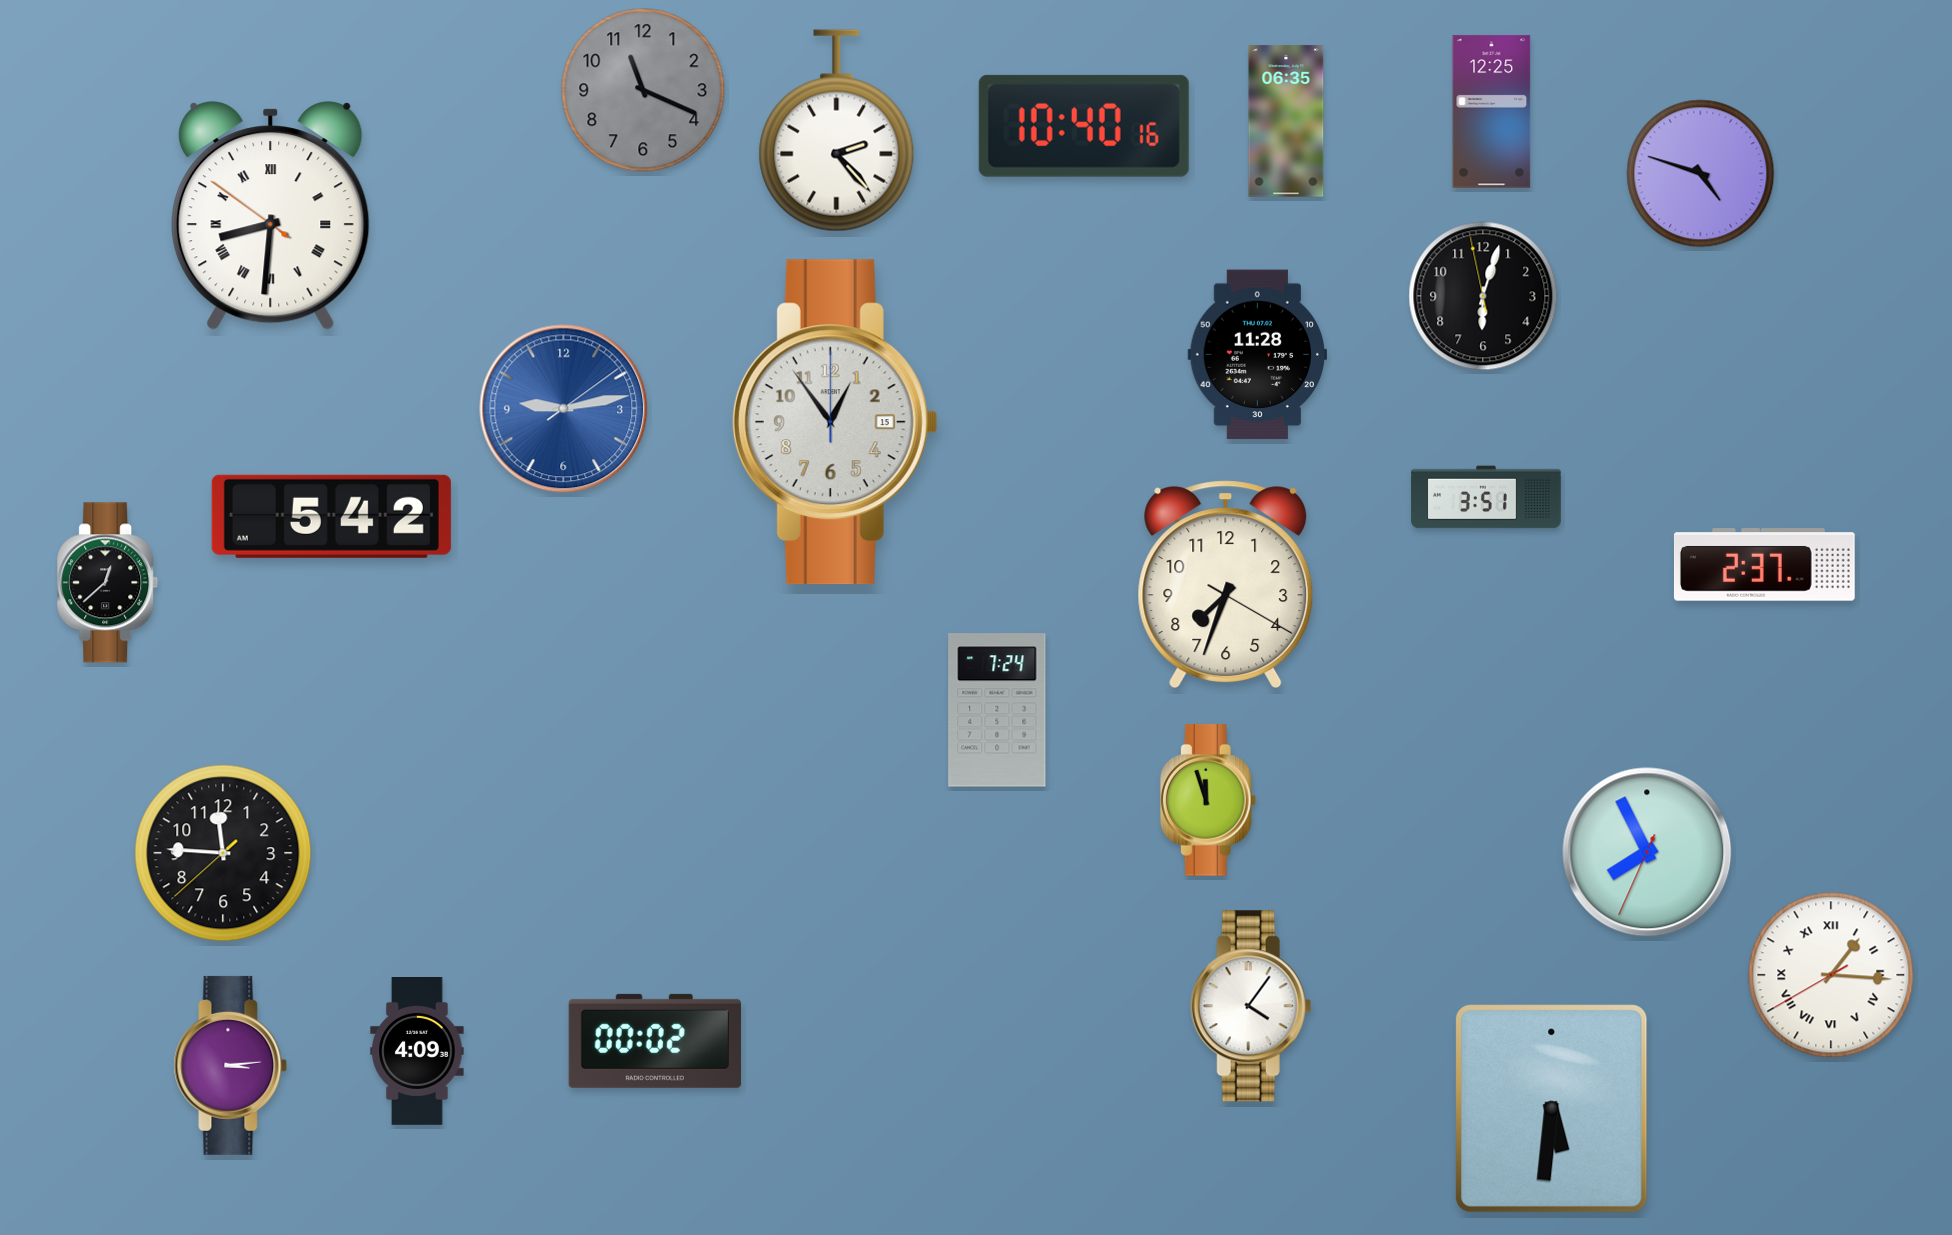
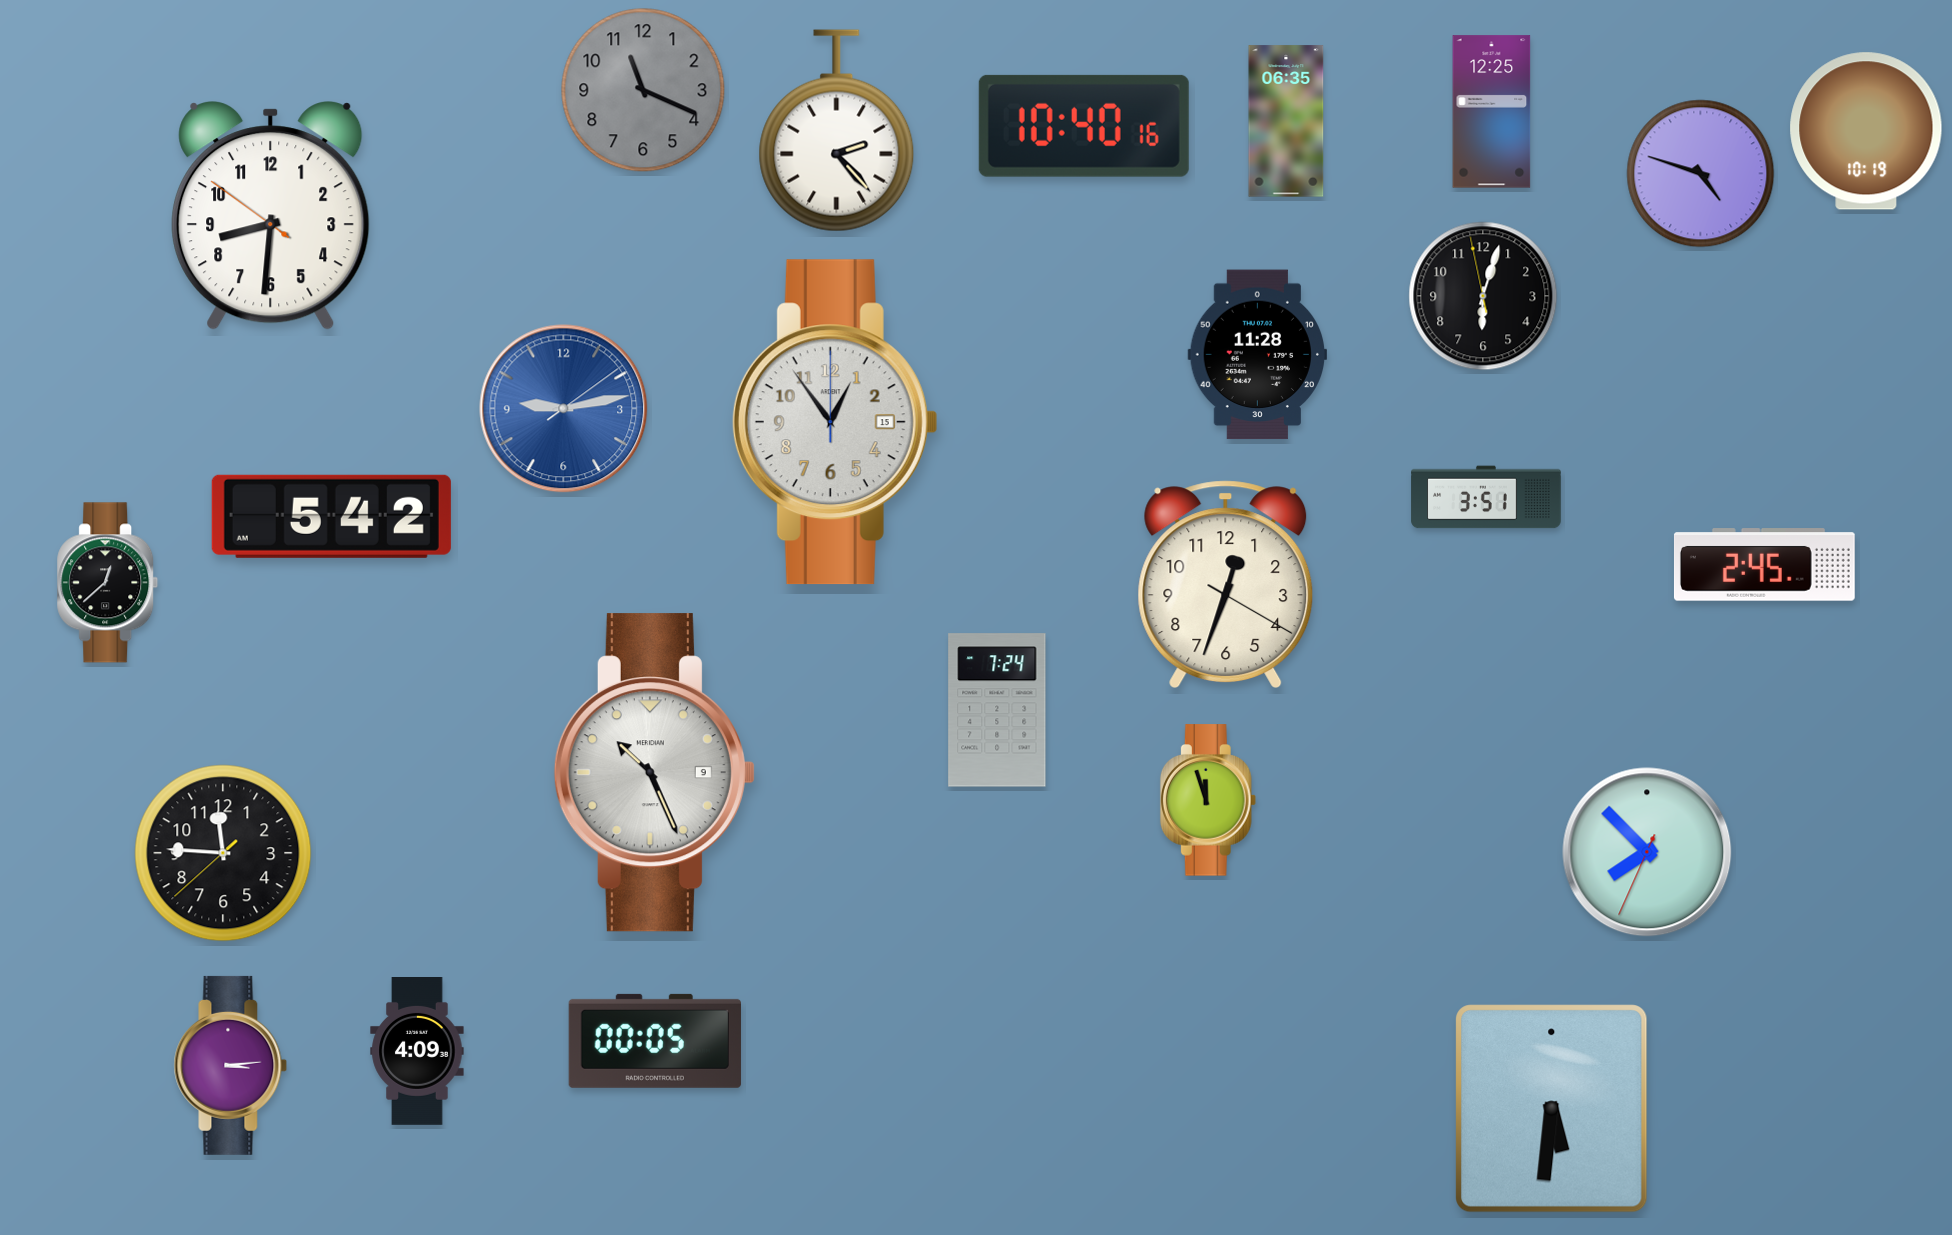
clock at (1866, 131): none -> 10:19
clock at (271, 216) numerals: Roman -> Arabic
clock at (1764, 565): 2:37 -> 2:45
clock at (1226, 584): 7:33 -> 12:33
clock at (654, 773): none -> 10:26
clock at (1647, 852): 7:55 -> 7:52
clock at (1831, 975): 1:15 -> none
clock at (1251, 1006): 4:06 -> none
clock at (655, 1041): 00:02 -> 00:05
